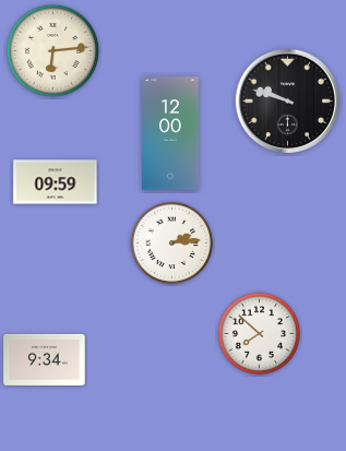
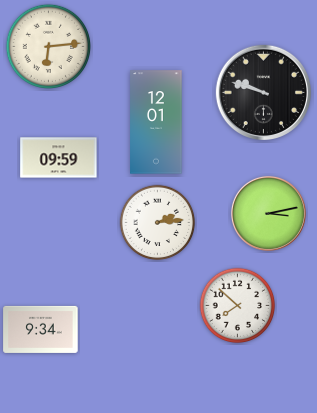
clock at (170, 133): 12:00 -> 12:01
clock at (56, 182) position: (56, 182) -> (59, 158)
clock at (268, 213): none -> 3:13
